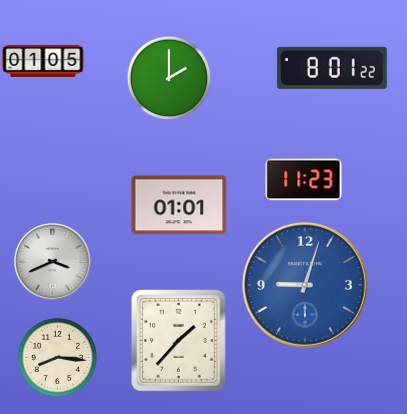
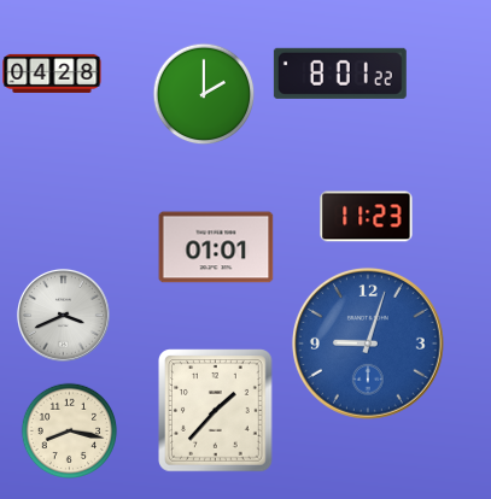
clock at (43, 61): 01:05 -> 04:28
clock at (332, 68) position: (332, 68) -> (340, 74)
clock at (57, 357): 8:16 -> 8:17
